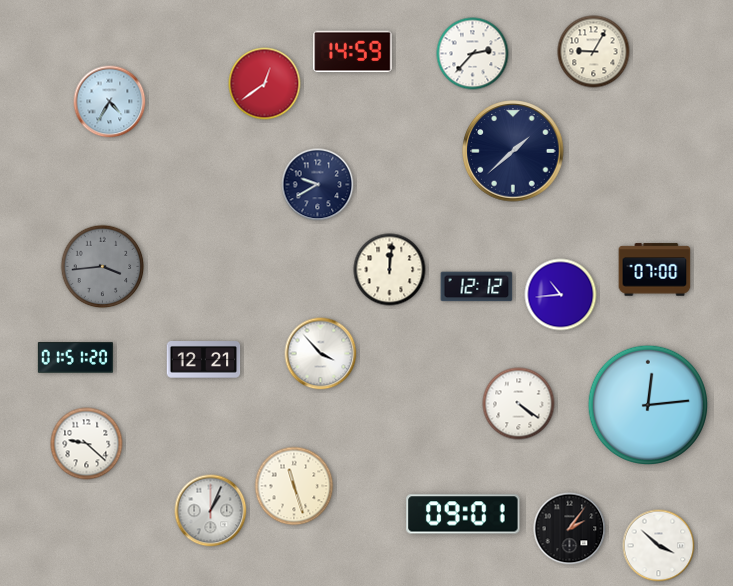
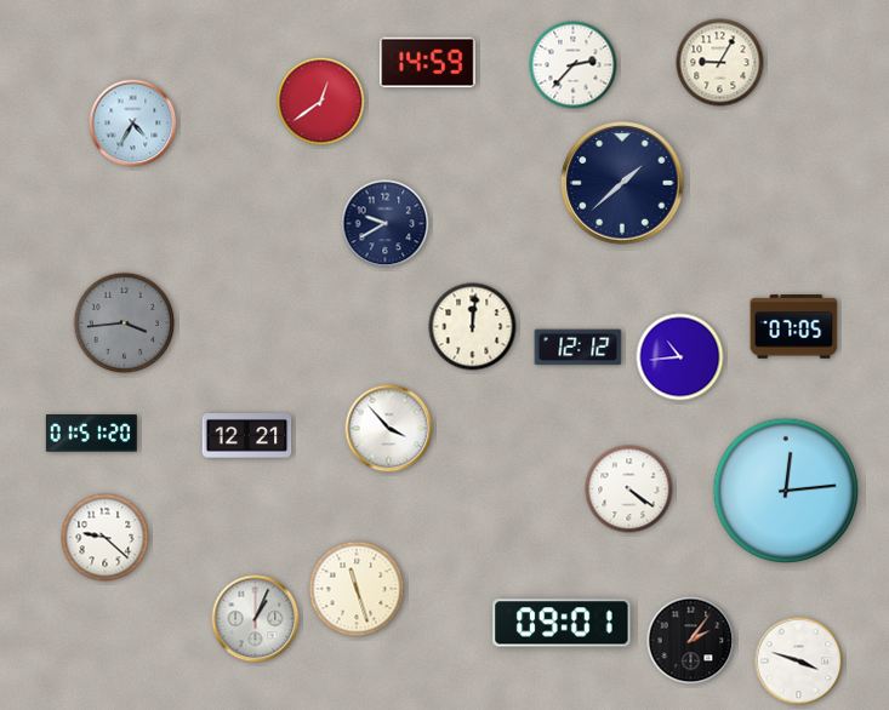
clock at (655, 270): 07:00 -> 07:05
clock at (659, 546): 3:52 -> 3:48
